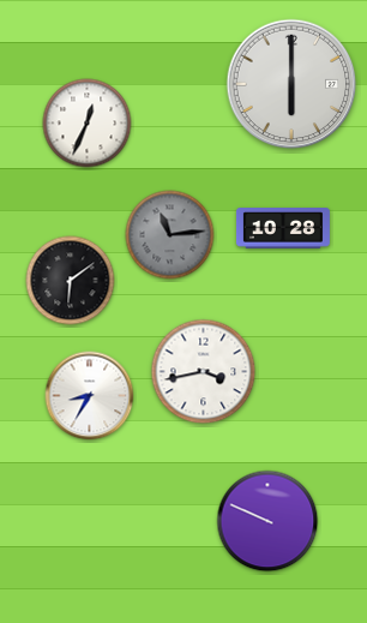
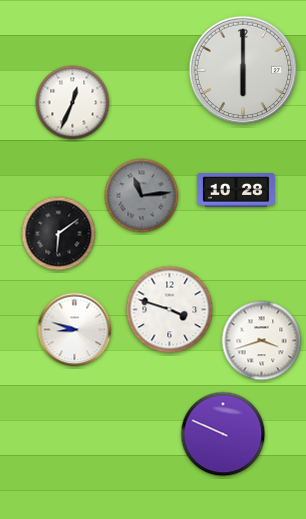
clock at (204, 372): 3:43 -> 3:48
clock at (90, 396): 8:35 -> 8:48
clock at (262, 341): none -> 3:42
